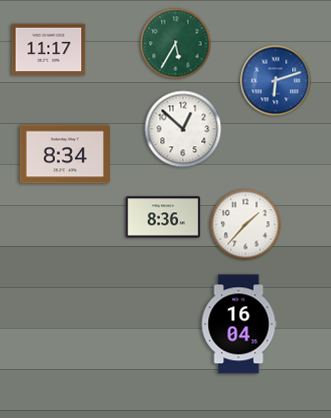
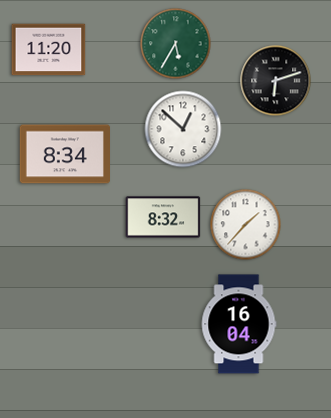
clock at (49, 50): 11:17 -> 11:20
clock at (276, 81) dial: blue -> black
clock at (163, 217): 8:36 -> 8:32
